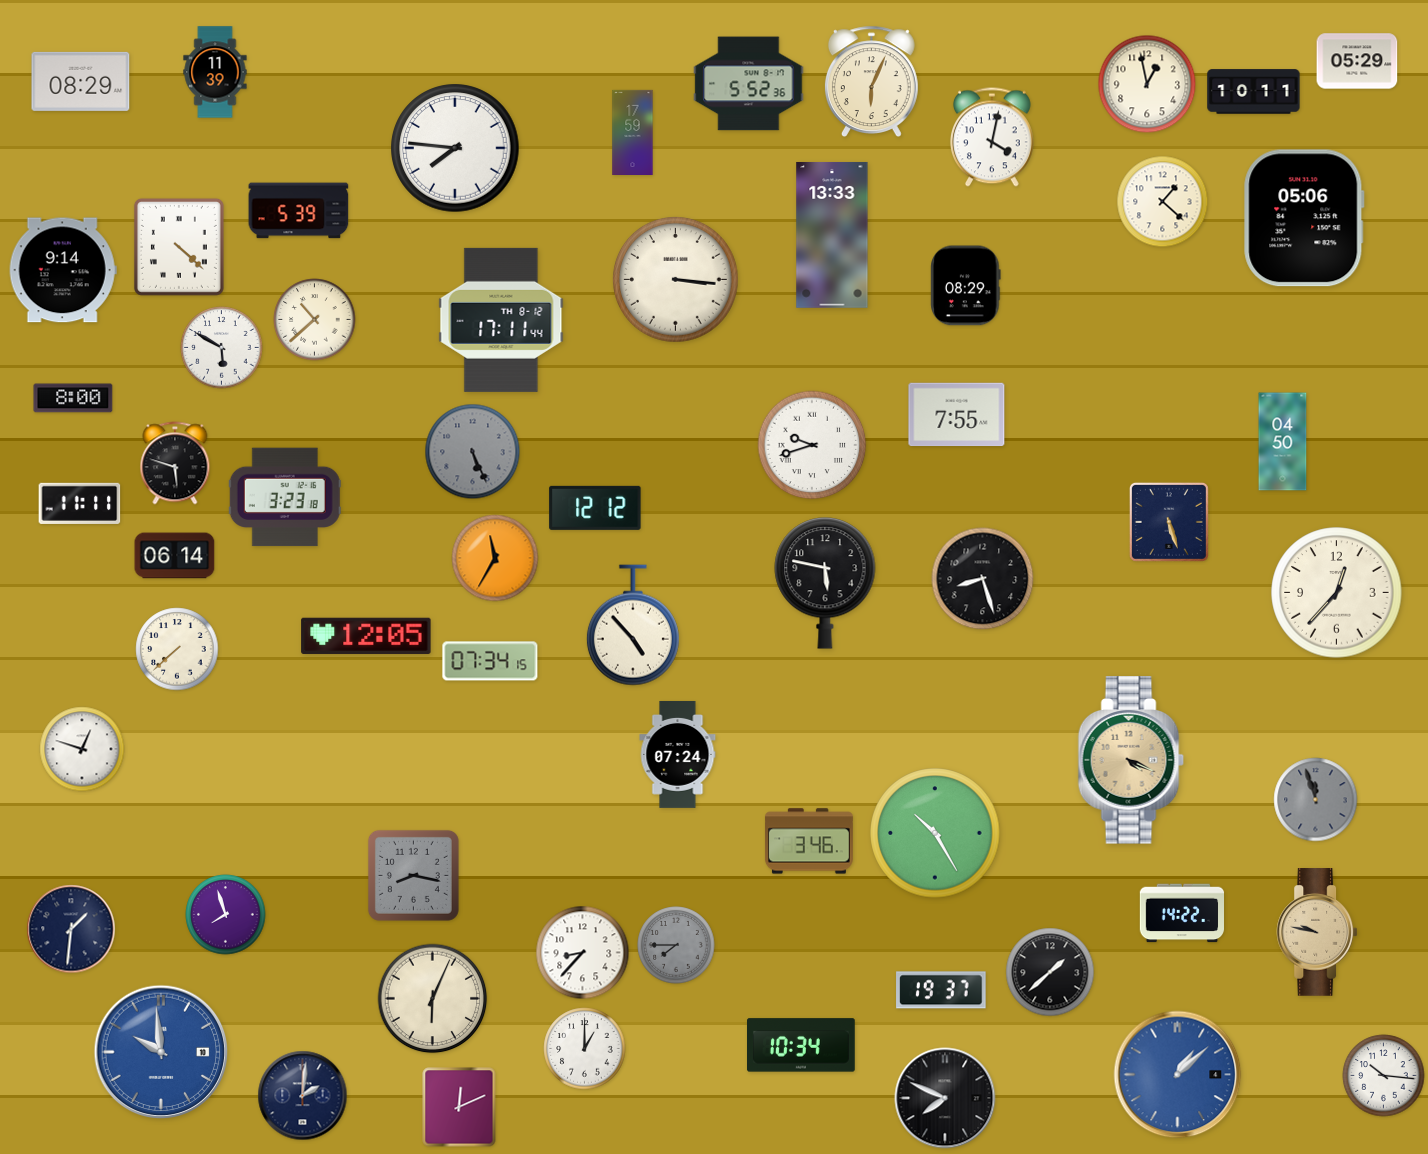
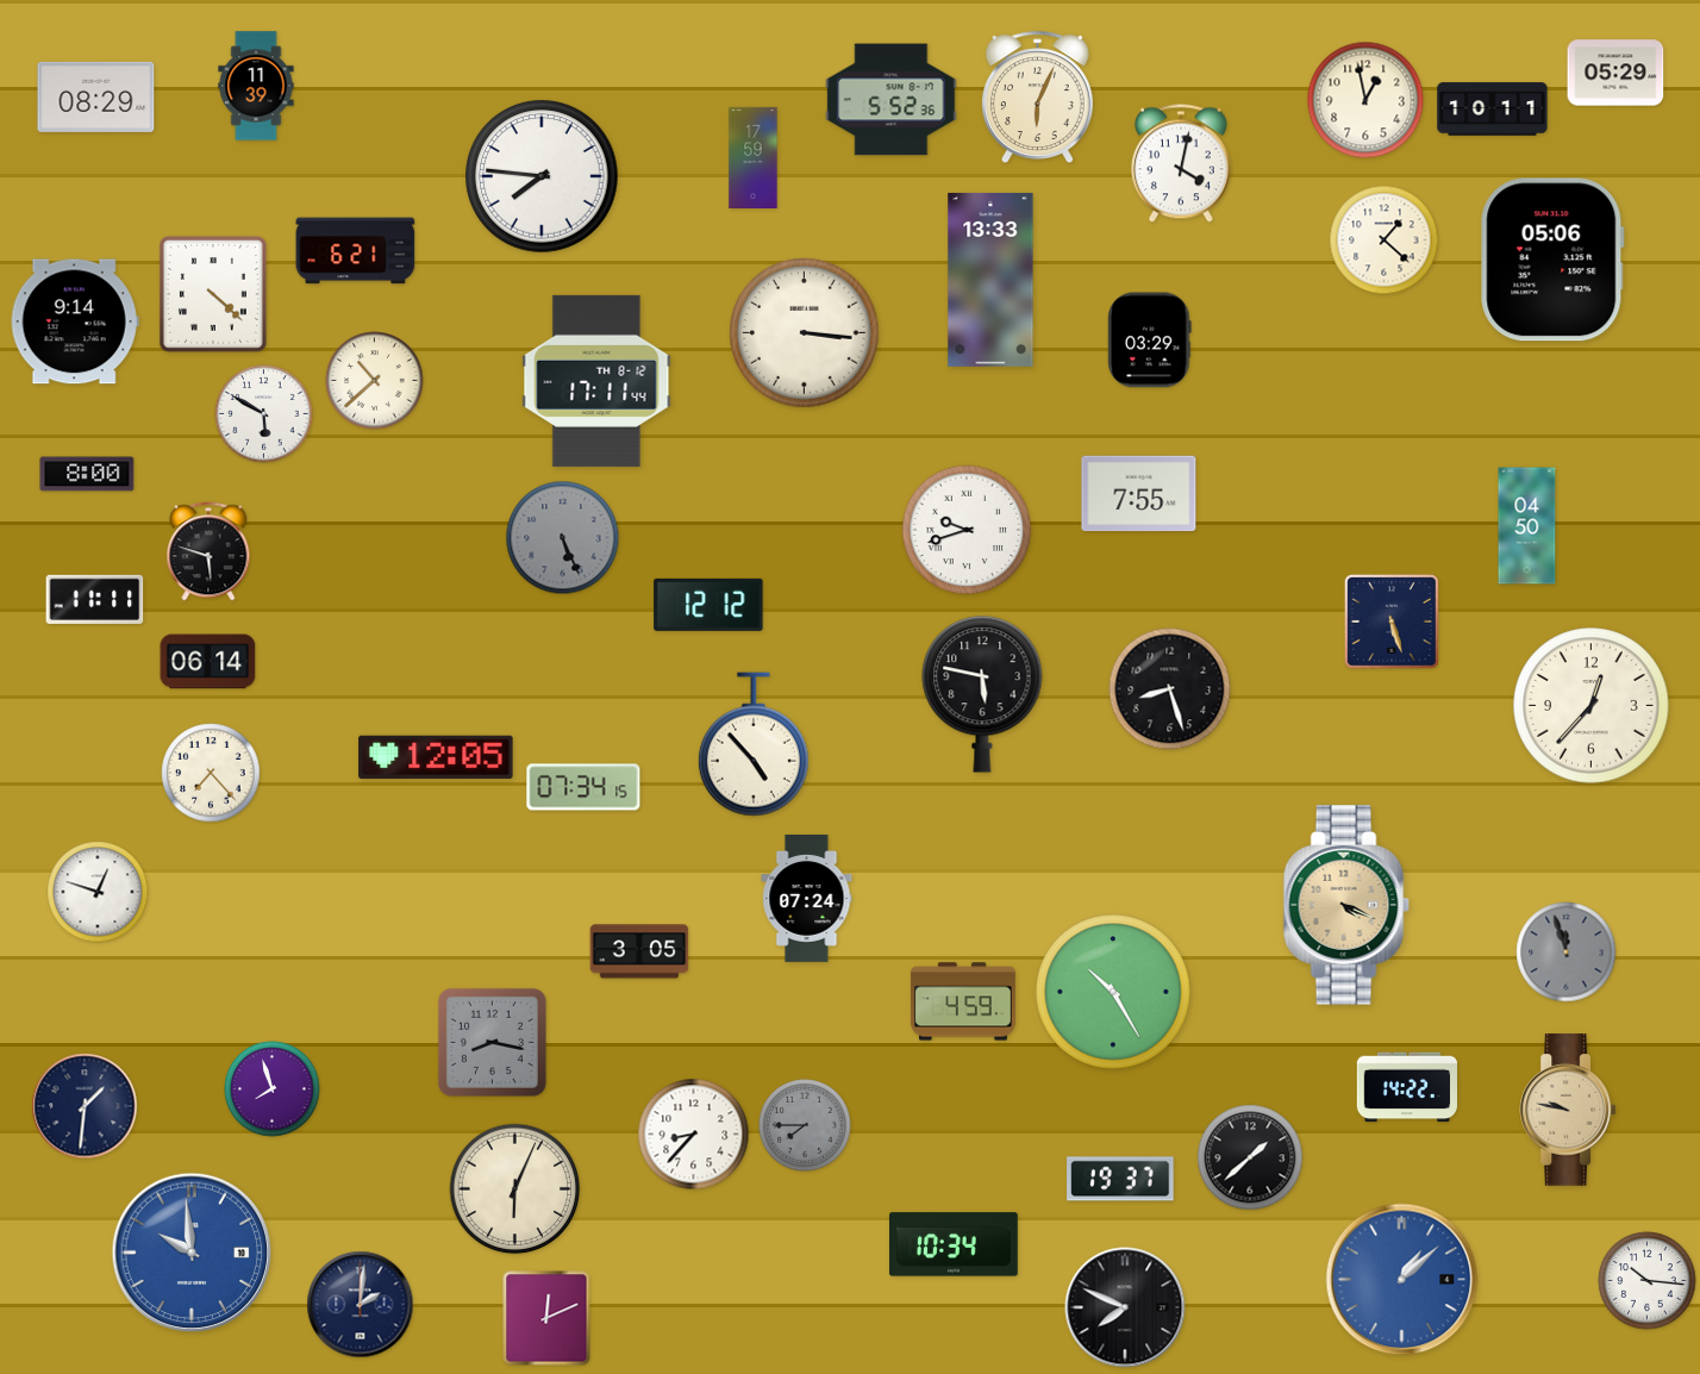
clock at (299, 211): 5:39 -> 6:21
clock at (966, 286): 08:29 -> 03:29
clock at (285, 497): 3:23 -> none
clock at (495, 558): 11:35 -> none
clock at (177, 649): 7:38 -> 7:23
clock at (639, 951): none -> 3:05
clock at (809, 841): 3:46 -> 4:59
clock at (226, 915) position: (226, 915) -> (273, 1089)
clock at (585, 1049): 1:00 -> none
